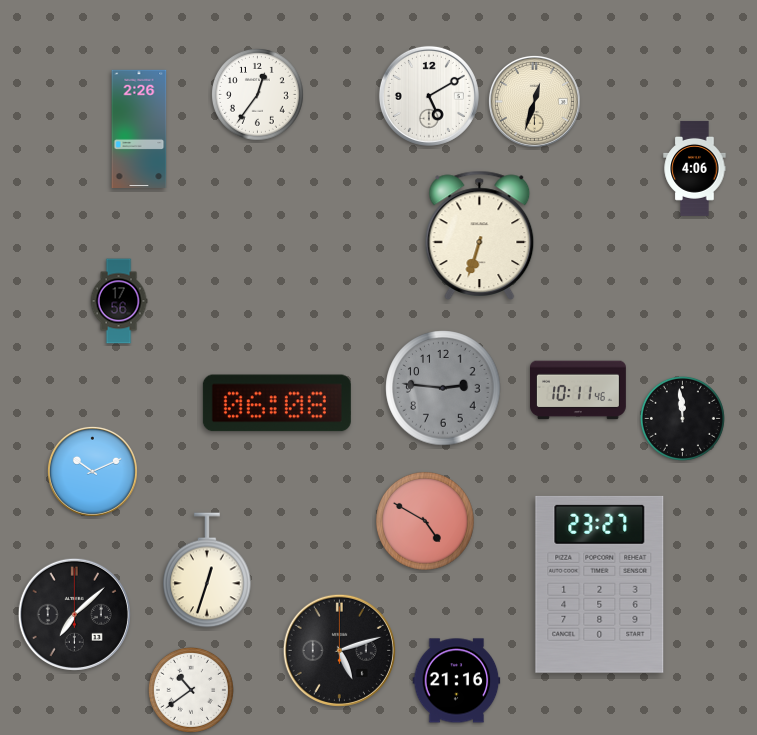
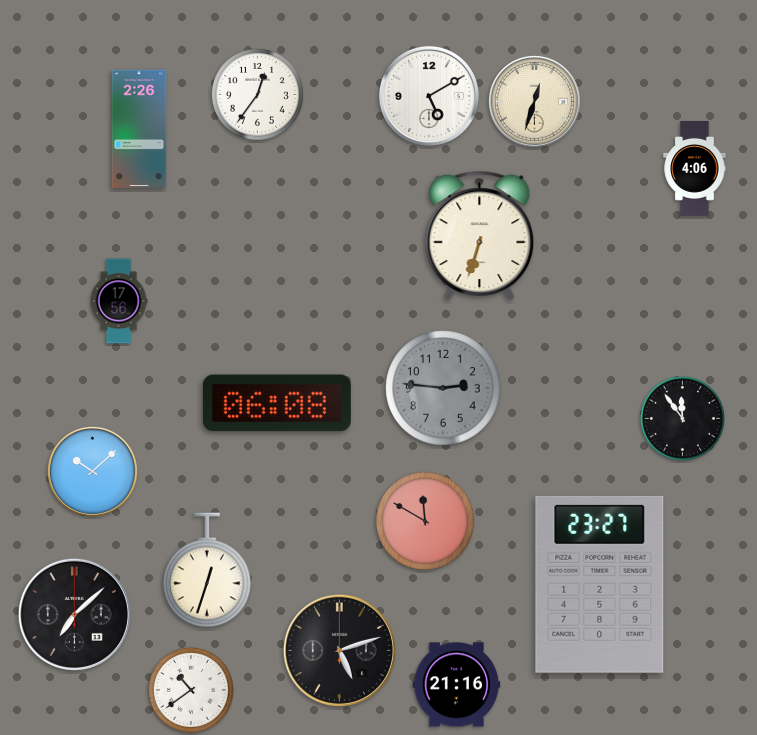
clock at (579, 390): 10:11 -> none
clock at (682, 418): 11:59 -> 11:54
clock at (92, 471): 10:11 -> 10:08
clock at (426, 522): 4:50 -> 11:50
clock at (457, 681) position: (457, 681) -> (457, 685)
